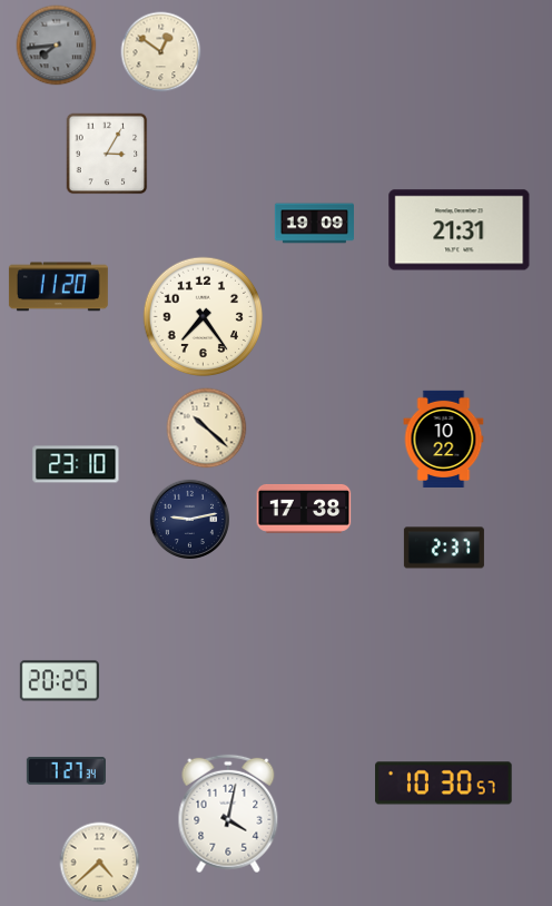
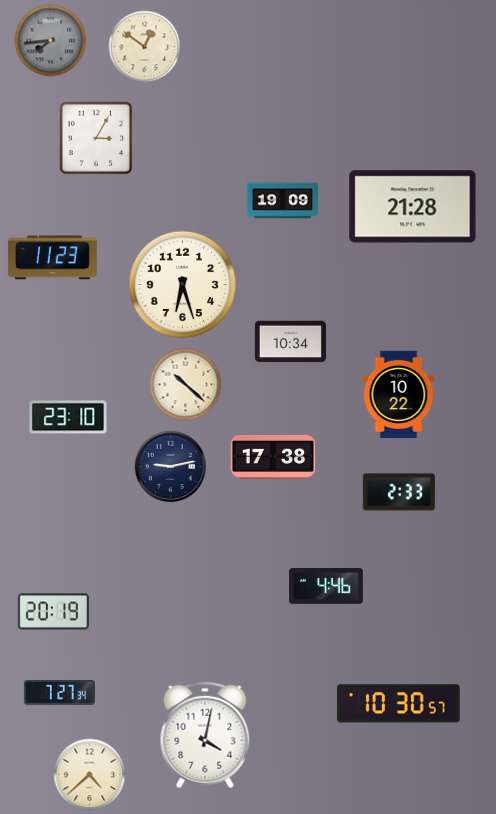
clock at (460, 230): 21:31 -> 21:28
clock at (58, 287): 11:20 -> 11:23
clock at (204, 317): 7:24 -> 6:27
clock at (290, 342): none -> 10:34
clock at (444, 548): 2:37 -> 2:33
clock at (326, 587): none -> 4:46
clock at (59, 681): 20:25 -> 20:19
clock at (228, 814) position: (228, 814) -> (205, 735)
